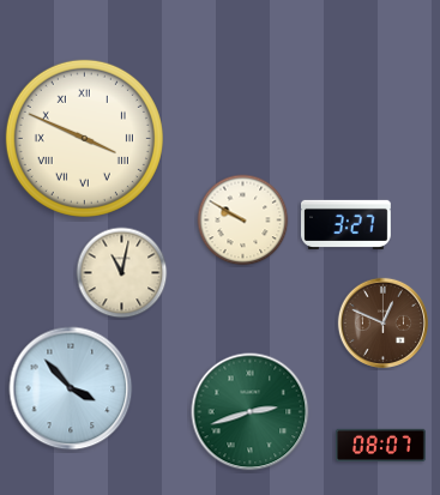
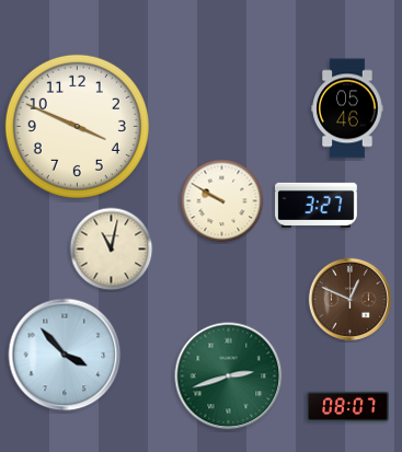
clock at (347, 108): none -> 05:46
clock at (84, 138) numerals: Roman -> Arabic
clock at (382, 322) position: (382, 322) -> (349, 299)
